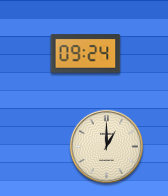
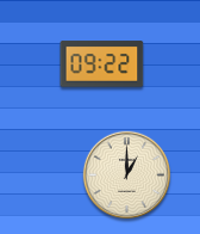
clock at (86, 54): 09:24 -> 09:22
